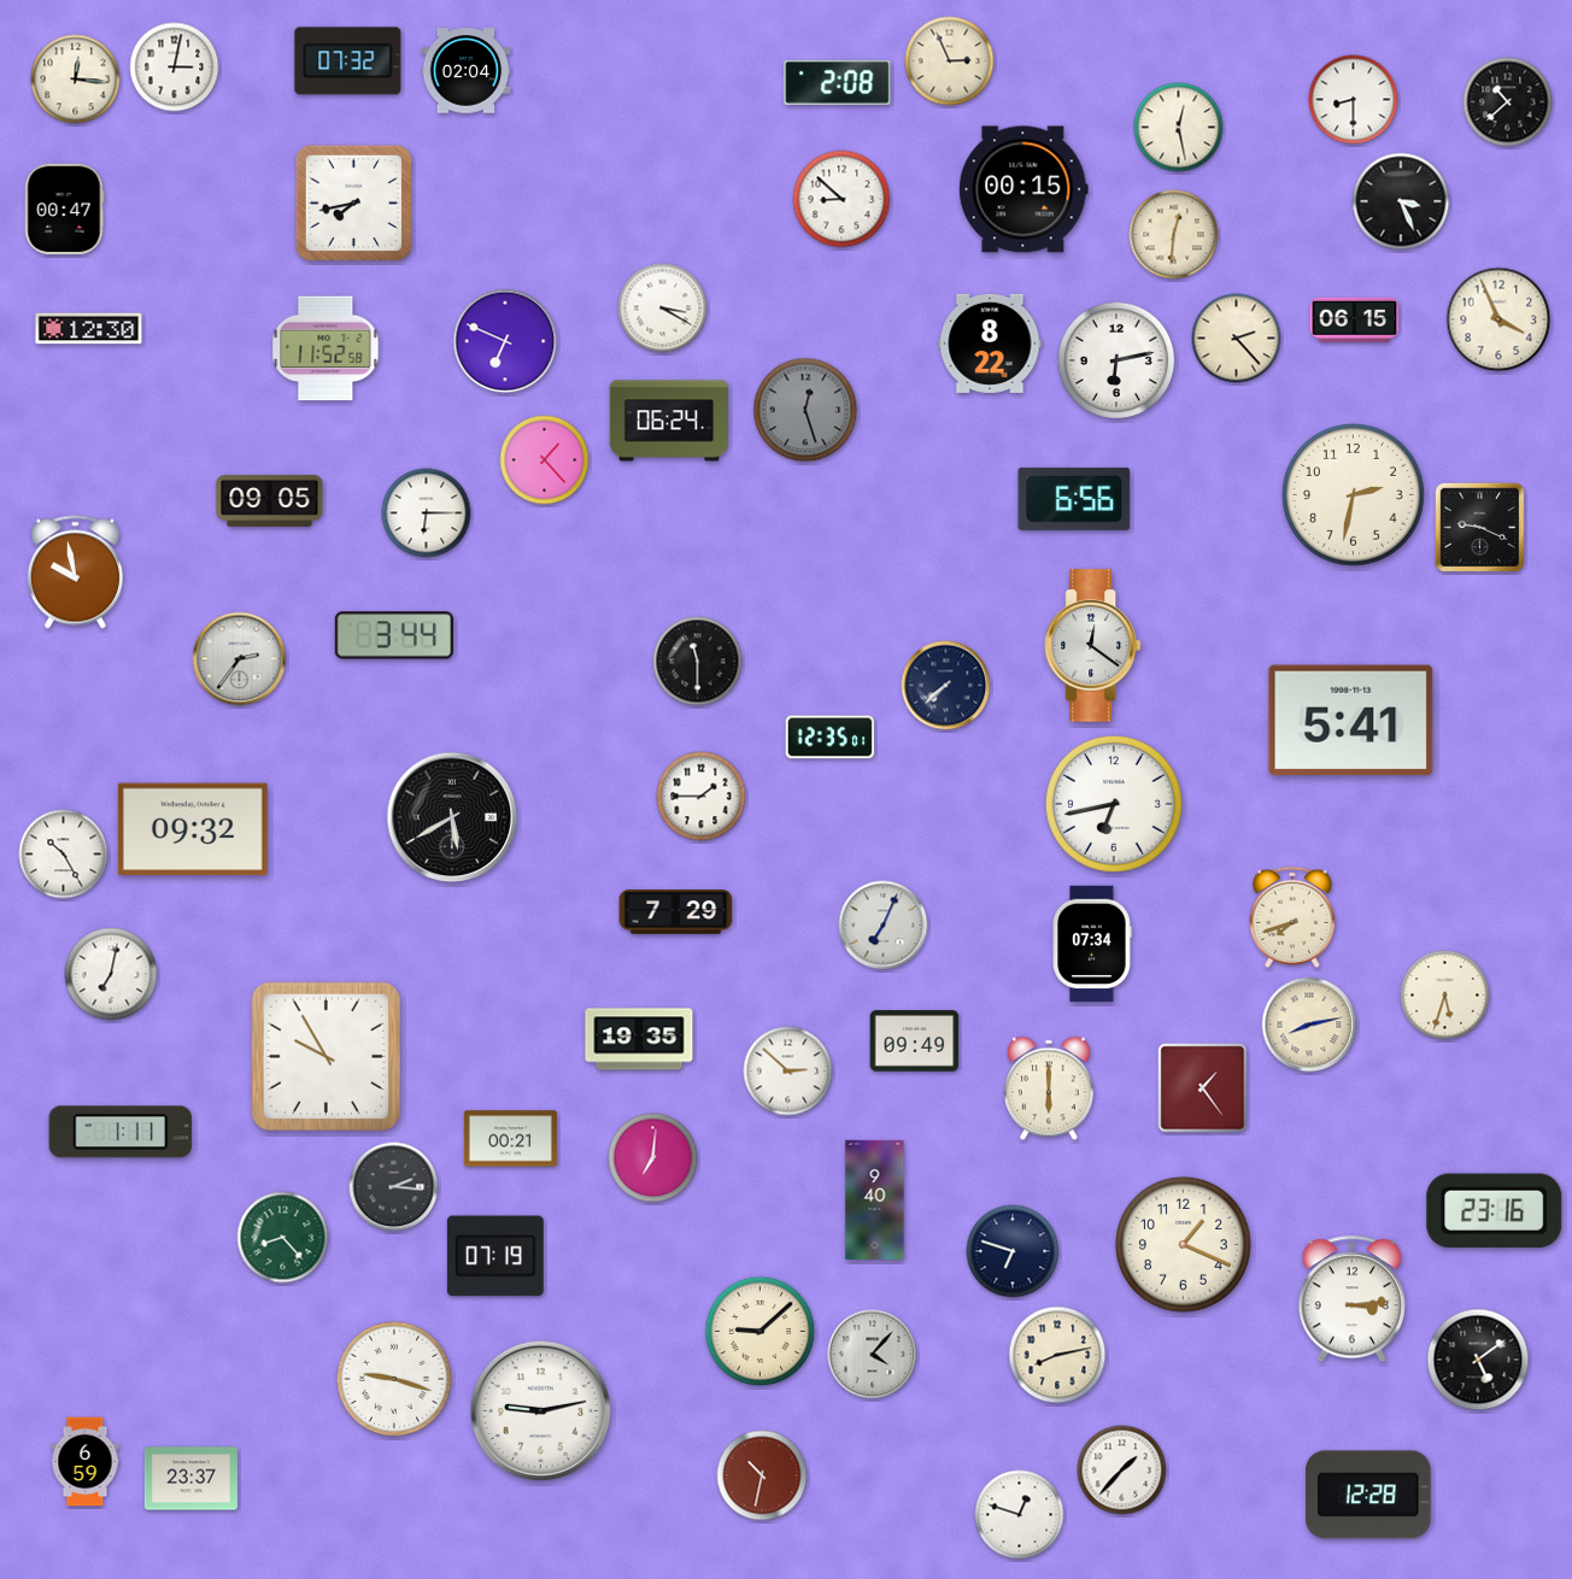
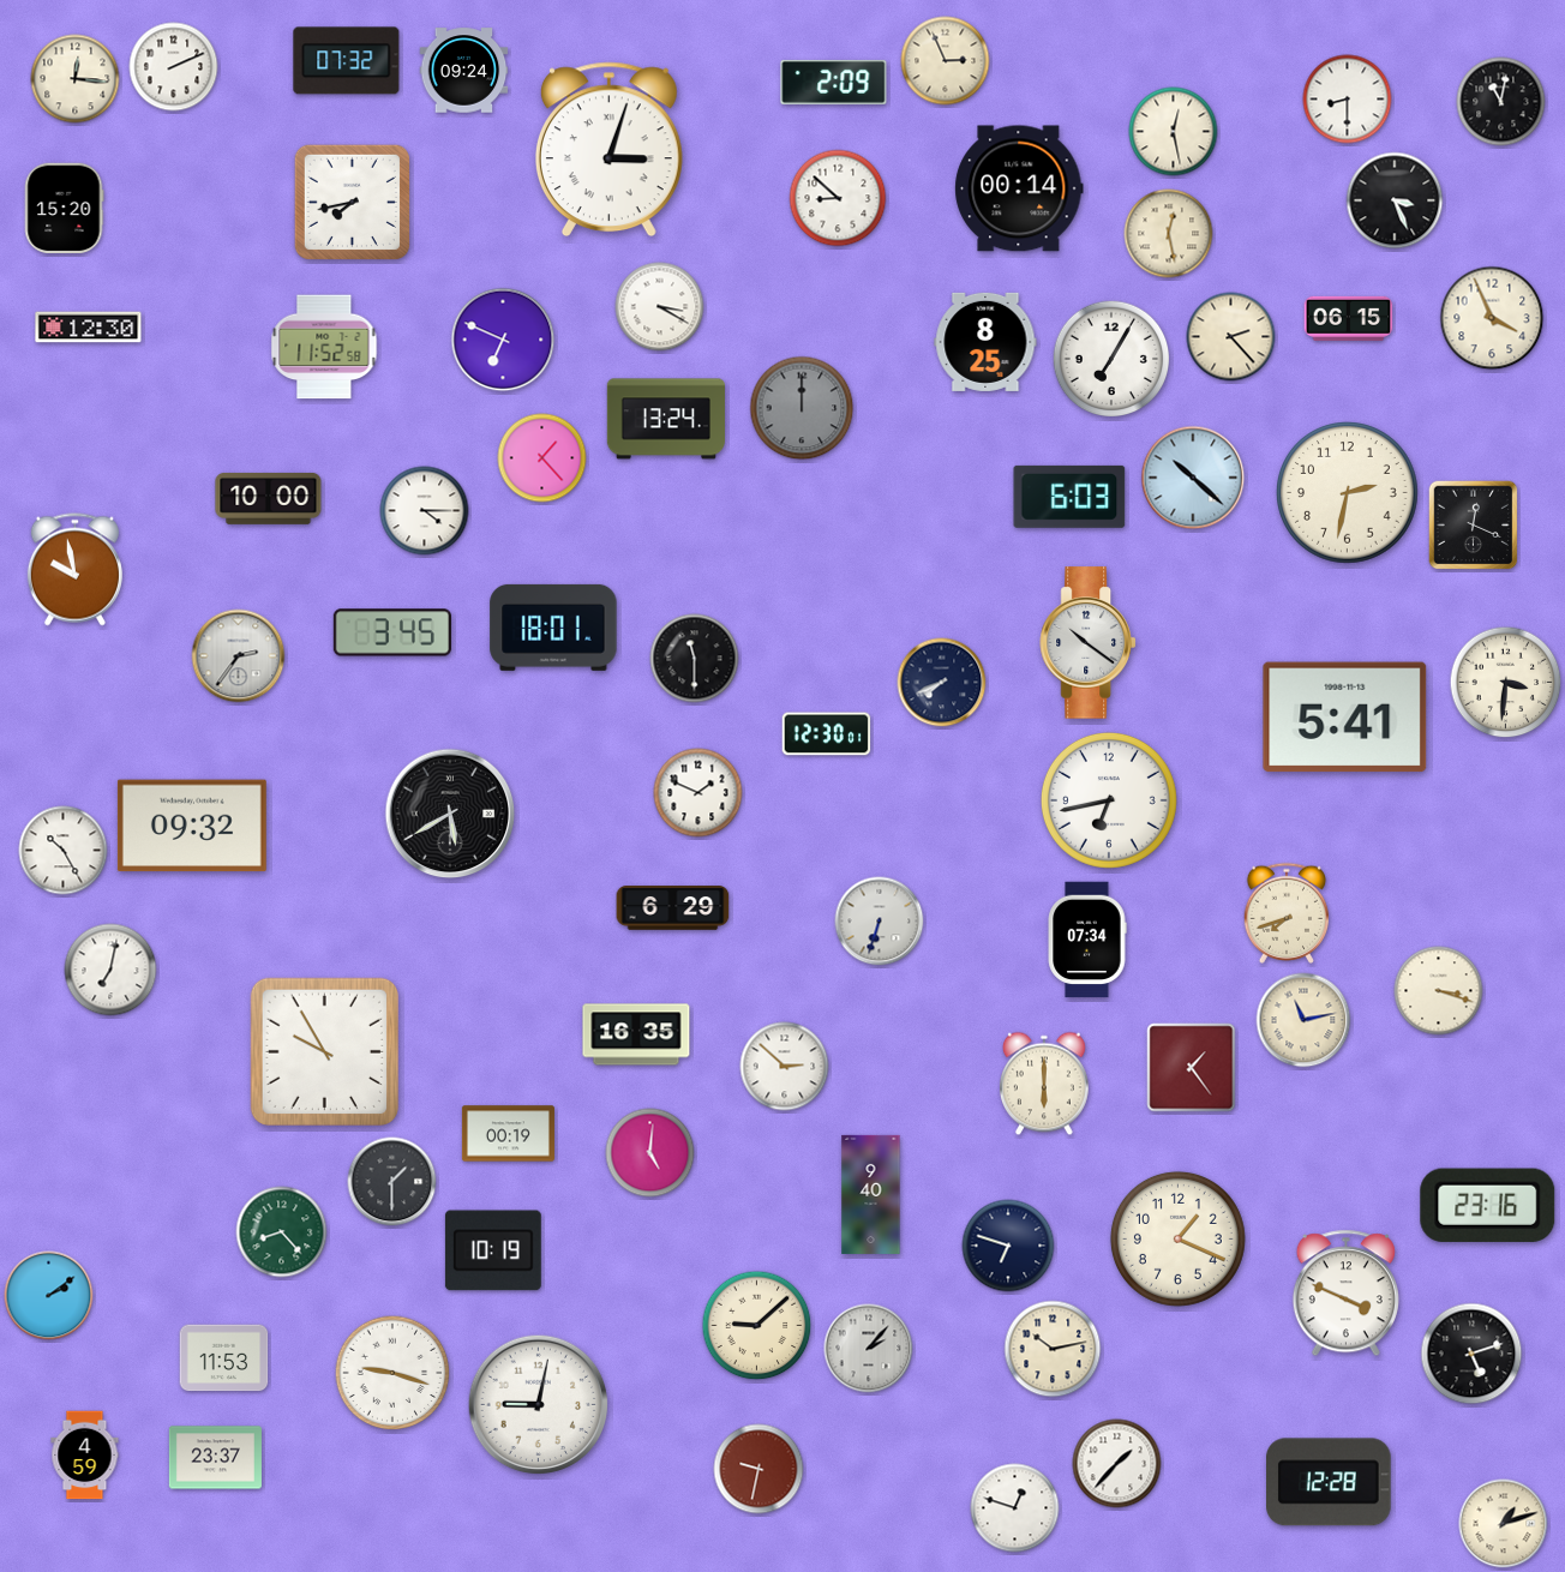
clock at (175, 67): 3:02 -> 2:11
clock at (467, 71): 02:04 -> 09:24
clock at (838, 82): 2:08 -> 2:09
clock at (1508, 102): 10:38 -> 11:02
clock at (1179, 128) position: (1179, 128) -> (1174, 132)
clock at (608, 150): none -> 3:03
clock at (1023, 189): 00:15 -> 00:14
clock at (64, 209): 00:47 -> 15:20
clock at (1174, 235): 12:31 -> 12:28
clock at (990, 344): 8:22 -> 8:25
clock at (1116, 360): 6:13 -> 7:05
clock at (805, 410): 12:27 -> 12:00
clock at (669, 421): 06:24 -> 13:24
clock at (1193, 478): none -> 10:22
clock at (1074, 499): 6:56 -> 6:03
clock at (270, 500): 09:05 -> 10:00
clock at (427, 513): 6:15 -> 4:15
clock at (1480, 528): 9:19 -> 12:19
clock at (553, 628): none -> 18:01
clock at (394, 635): 3:44 -> 3:45
clock at (1092, 646): 12:21 -> 10:21
clock at (946, 686): 7:38 -> 7:41
clock at (1506, 683): none -> 3:31
clock at (831, 738): 12:35 -> 12:30
clock at (702, 797): 1:45 -> 1:49
clock at (676, 912): 7:29 -> 6:29
clock at (884, 926): 7:04 -> 6:33
clock at (1445, 996): 5:33 -> 3:18
clock at (1309, 1025): 8:13 -> 11:13
clock at (639, 1039): 19:35 -> 16:35
clock at (915, 1041): 09:49 -> none
clock at (1203, 1088) position: (1203, 1088) -> (1192, 1068)
clock at (121, 1132): 1:11 -> none
clock at (510, 1139): 00:21 -> 00:19
clock at (653, 1158): 7:01 -> 5:01
clock at (394, 1187): 2:16 -> 1:30
clock at (495, 1256): 07:19 -> 10:19
clock at (1351, 1299): 3:14 -> 3:49
clock at (49, 1296): none -> 2:09
clock at (873, 1355): 4:07 -> 2:07
clock at (1057, 1355): 8:13 -> 10:13
clock at (1478, 1360): 5:09 -> 5:12
clock at (224, 1358): none -> 11:53
clock at (541, 1411): 9:13 -> 9:02
clock at (86, 1462): 6:59 -> 4:59
clock at (762, 1475): 10:32 -> 9:32
clock at (190, 1479) position: (190, 1479) -> (215, 1458)
clock at (1369, 1495) position: (1369, 1495) -> (1330, 1482)
clock at (1504, 1524): none -> 1:12
